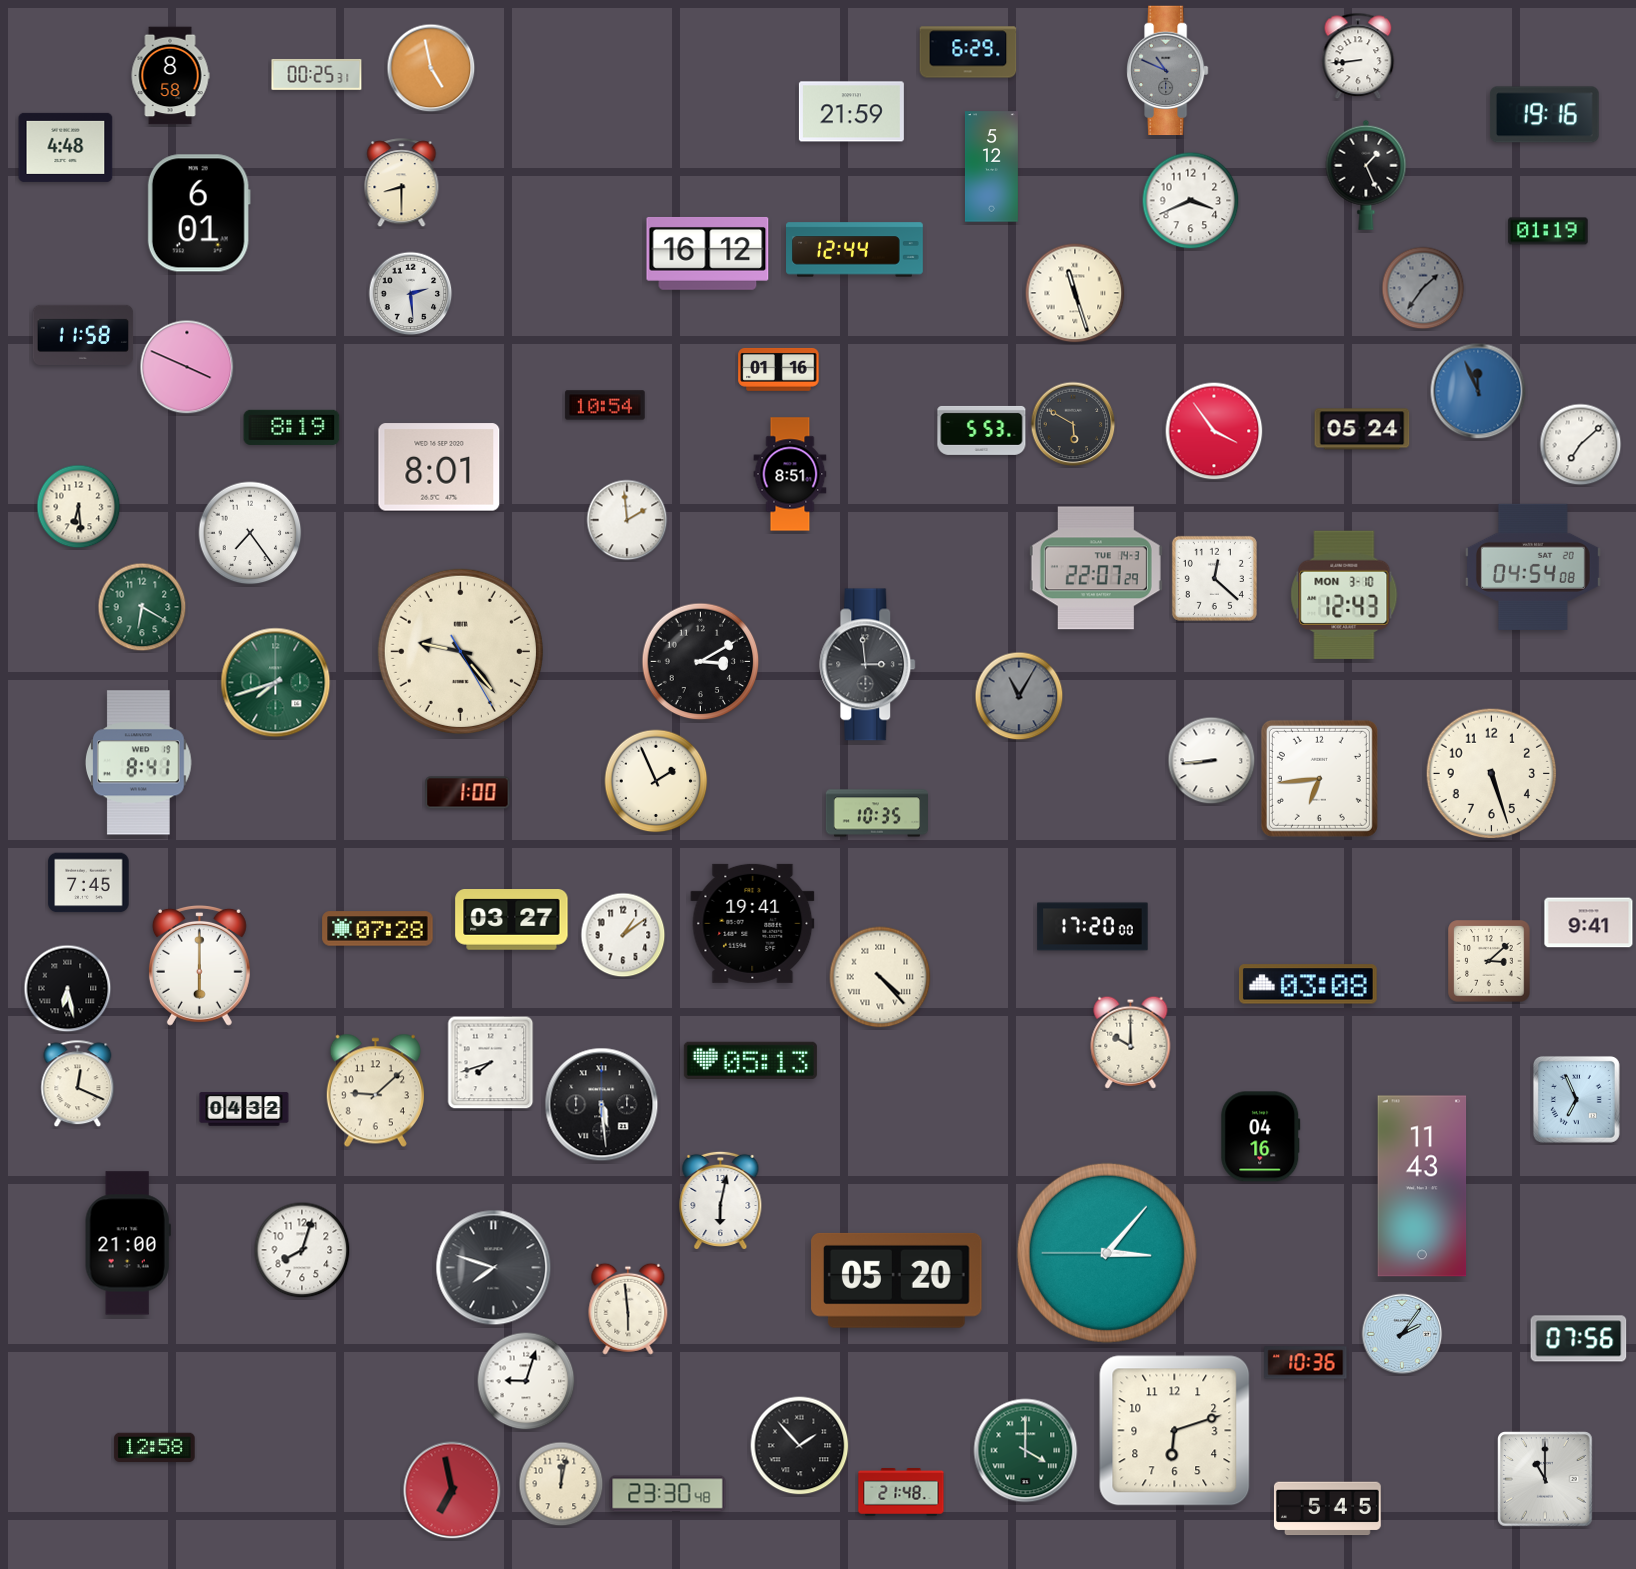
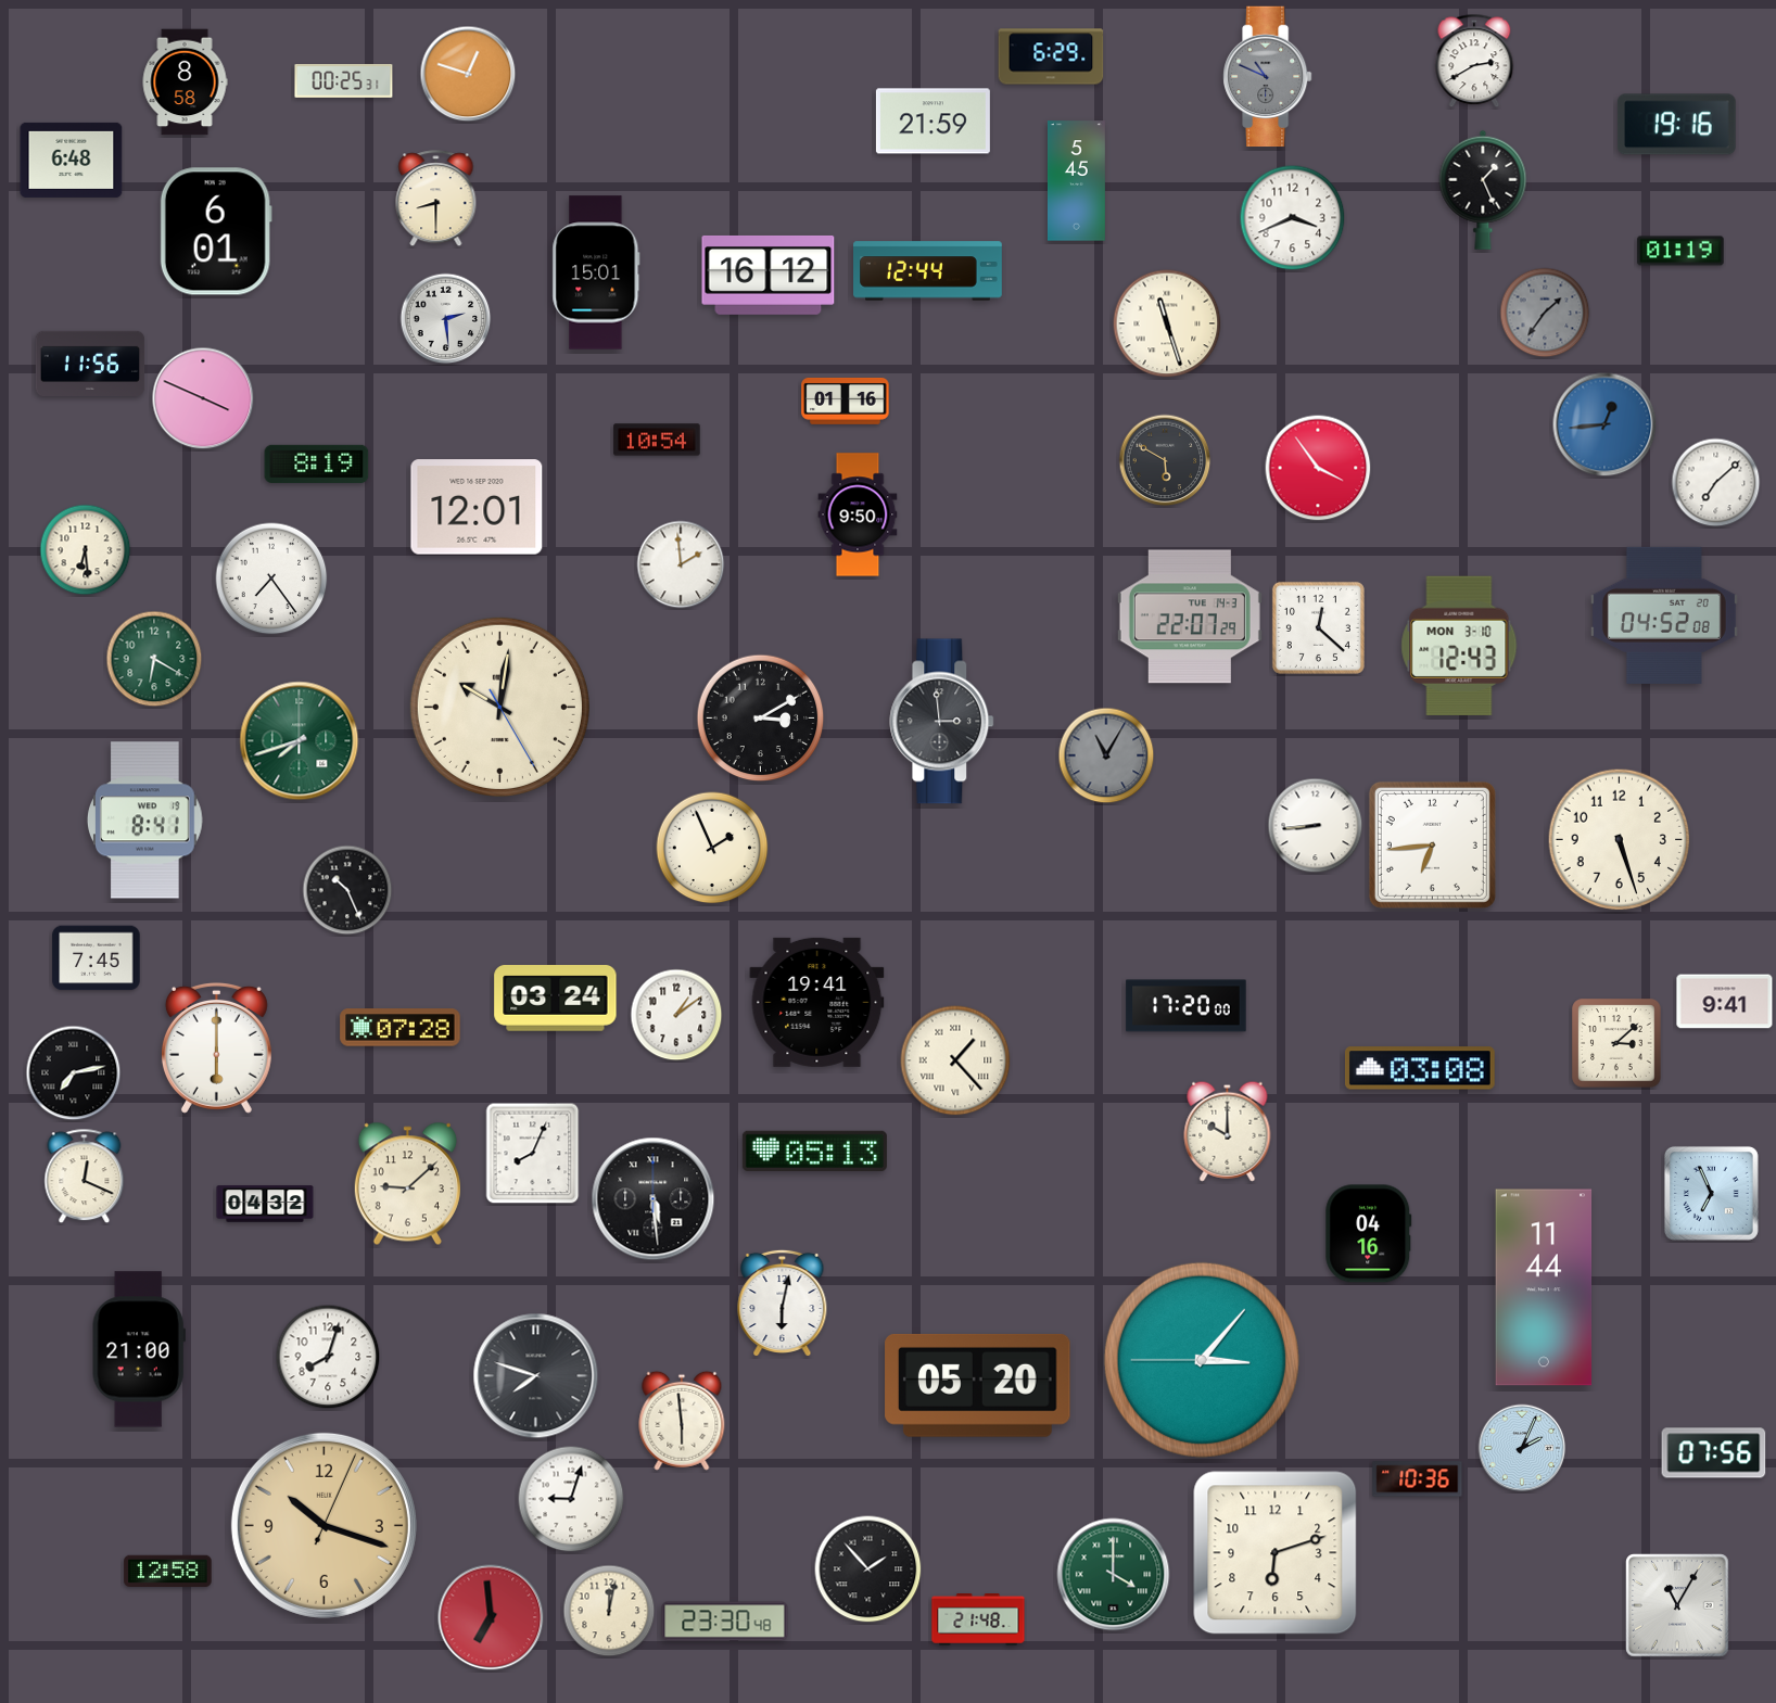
clock at (1358, 56): 8:44 -> 2:40
clock at (431, 68): 4:58 -> 12:48
clock at (851, 112) position: (851, 112) -> (933, 122)
clock at (66, 147): 4:48 -> 6:48
clock at (991, 167): 5:12 -> 5:45
clock at (596, 272): none -> 15:01
clock at (1075, 293) position: (1075, 293) -> (1167, 323)
clock at (83, 334): 11:58 -> 11:56
clock at (1478, 391): 11:56 -> 12:44
clock at (1362, 429): 05:24 -> none
clock at (982, 430): 5:53 -> none
clock at (439, 467): 8:01 -> 12:01
clock at (790, 474): 8:51 -> 9:50
clock at (1533, 567): 04:54 -> 04:52
clock at (460, 651): 9:23 -> 10:01
clock at (139, 763) position: (139, 763) -> (145, 821)
clock at (468, 793): 1:00 -> none
clock at (876, 813): 10:35 -> none
clock at (347, 890): none -> 10:26
clock at (512, 920): 03:27 -> 03:24
clock at (378, 929) position: (378, 929) -> (401, 1028)
clock at (880, 977): 4:23 -> 1:23
clock at (68, 989): 6:28 -> 7:13
clock at (491, 1063): 7:42 -> 8:04
clock at (1422, 1186): 11:43 -> 11:44
clock at (897, 1280) position: (897, 1280) -> (978, 1385)
clock at (1402, 1334): 2:06 -> 2:04
clock at (324, 1525): none -> 10:18
clock at (1545, 1479): 11:00 -> 11:05
clock at (452, 1490): 6:58 -> 6:59
clock at (1327, 1509): 5:45 -> none
